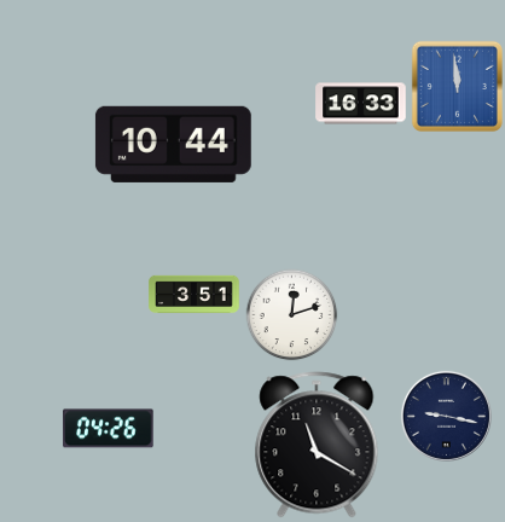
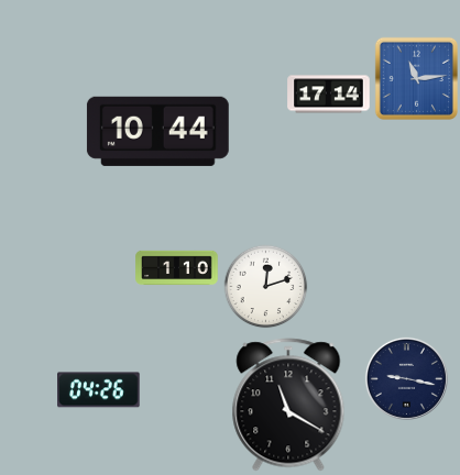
clock at (457, 86): 11:59 -> 11:14
clock at (361, 104): 16:33 -> 17:14
clock at (195, 295): 3:51 -> 1:10
